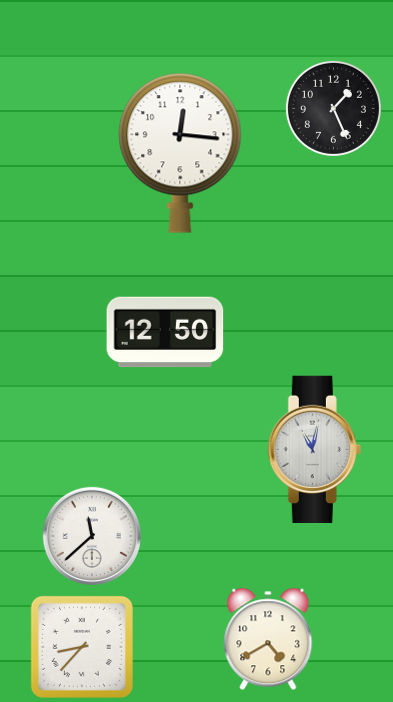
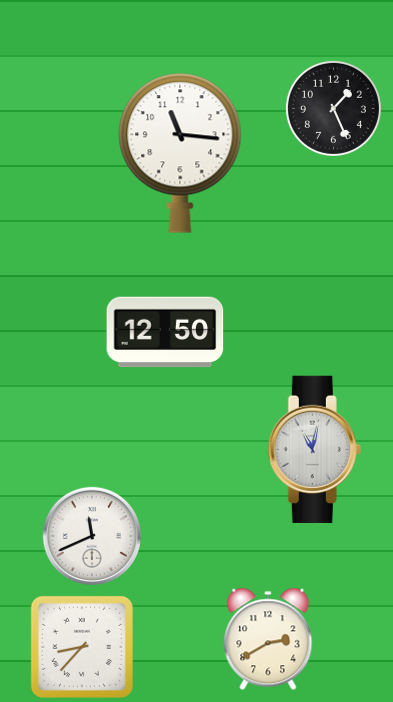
clock at (180, 153): 12:16 -> 11:16
clock at (92, 536): 11:38 -> 11:41
clock at (268, 639): 4:40 -> 2:40
